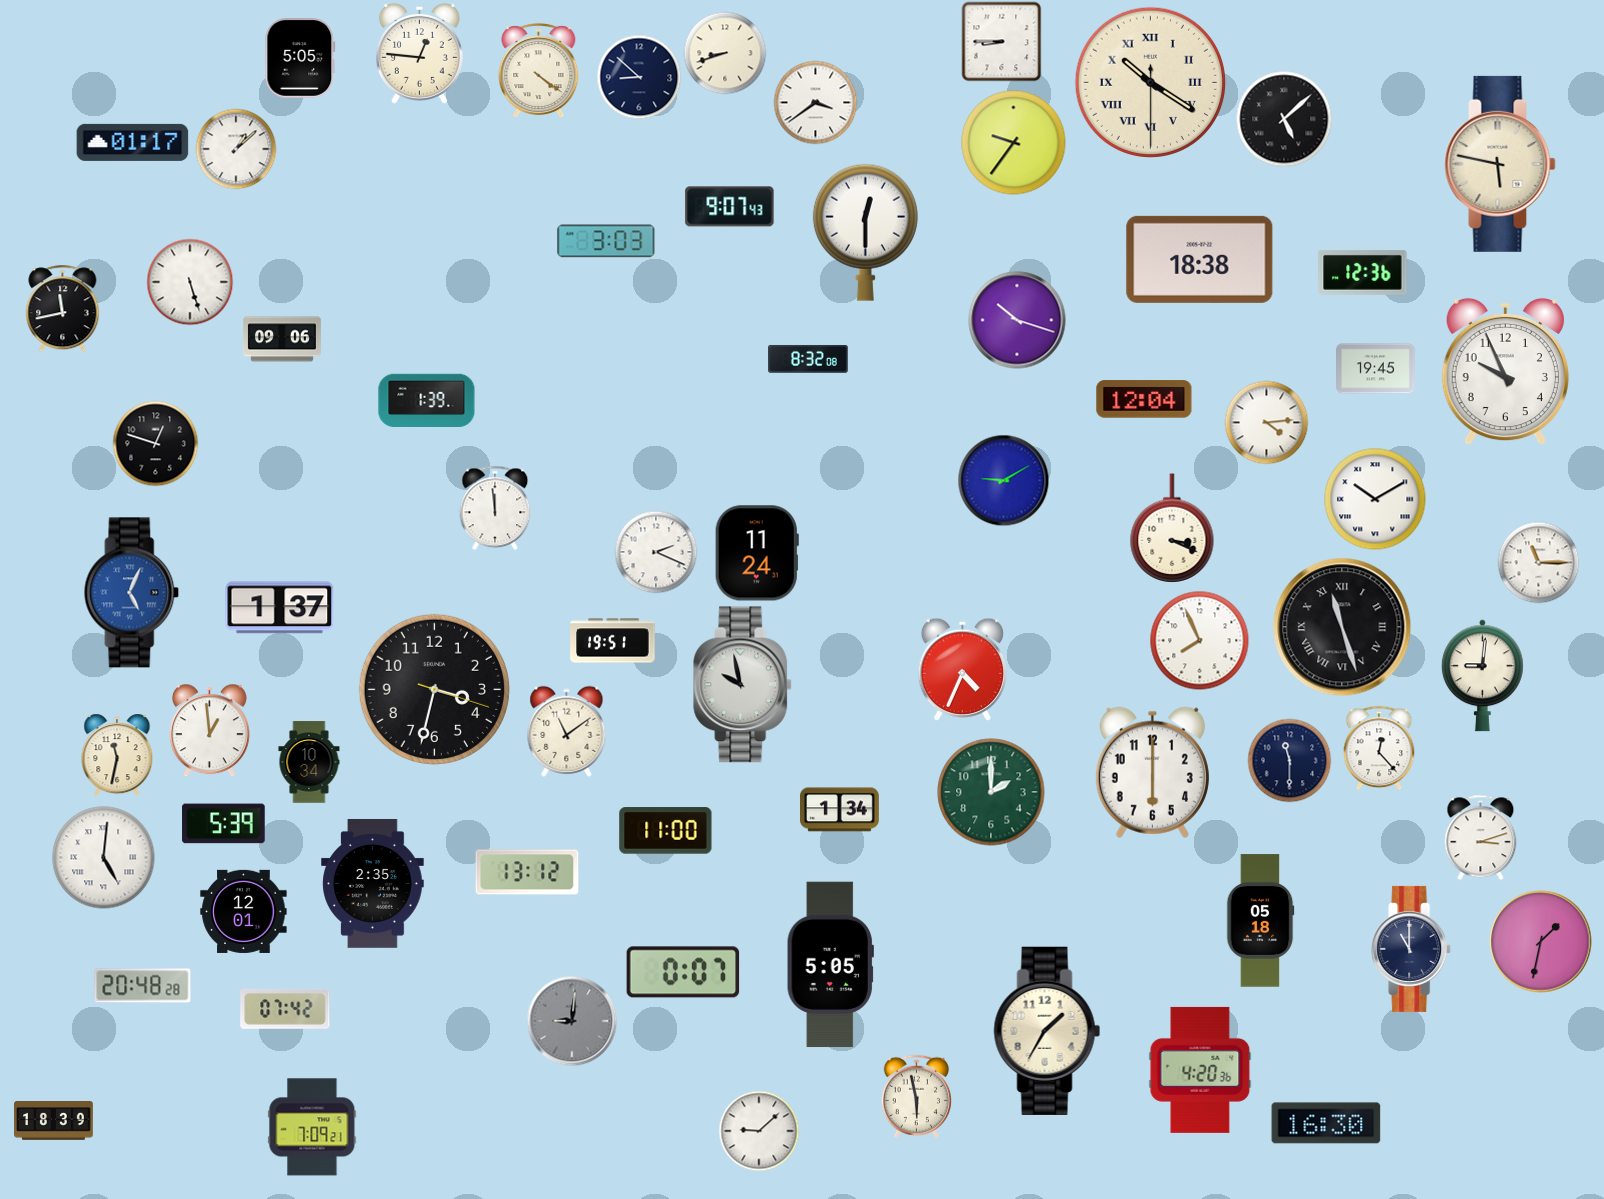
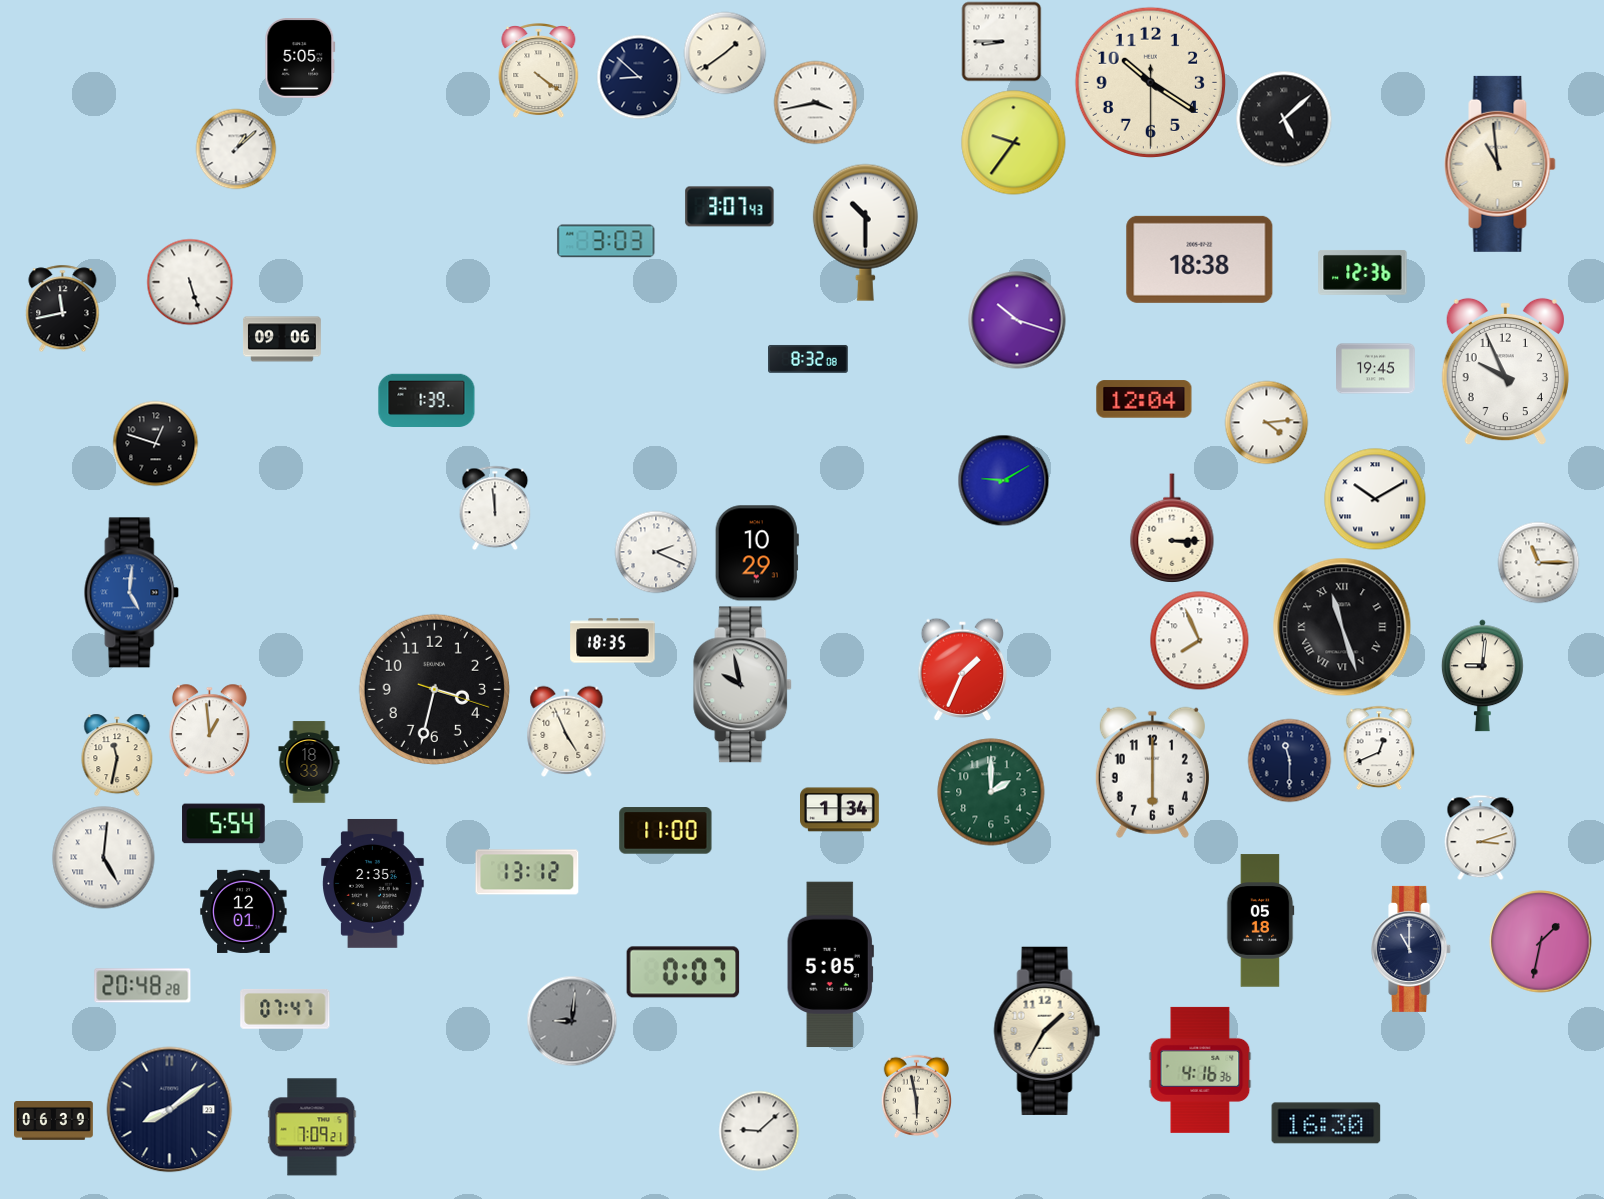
clock at (419, 53): 12:46 -> none
clock at (725, 53): 8:42 -> 1:39
clock at (1150, 82) numerals: Roman -> Arabic
clock at (815, 102): 3:39 -> 3:43
clock at (133, 142): 01:17 -> none
clock at (1500, 164): 5:47 -> 10:59
clock at (730, 207): 9:07 -> 3:07
clock at (865, 232): 12:30 -> 10:30
clock at (1172, 528): 3:19 -> 3:15
clock at (757, 553): 11:24 -> 10:29
clock at (132, 593): 5:04 -> 5:01
clock at (280, 608): 1:37 -> none
clock at (613, 641): 19:51 -> 18:35
clock at (963, 669): 4:34 -> 1:34
clock at (567, 731): 11:09 -> 4:56
clock at (1379, 748): 12:23 -> 12:41
clock at (309, 762): 10:34 -> 18:33
clock at (224, 824): 5:39 -> 5:54
clock at (285, 1009): 07:42 -> 07:47
clock at (1200, 1070): 4:20 -> 4:16
clock at (170, 1110): none -> 8:09
clock at (54, 1121): 18:39 -> 06:39
